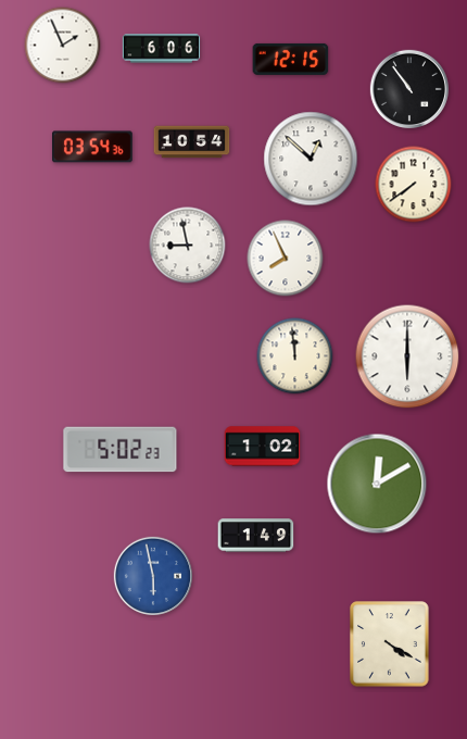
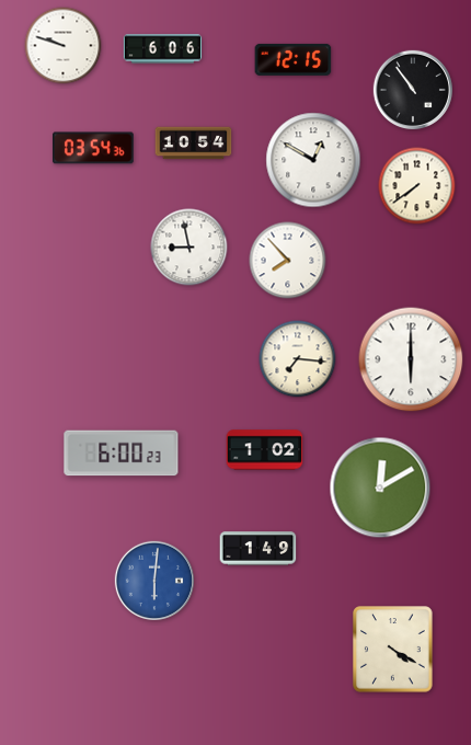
clock at (63, 46): 1:56 -> 9:48
clock at (311, 159): 12:52 -> 12:50
clock at (286, 259): 7:56 -> 7:53
clock at (295, 356): 11:59 -> 7:16
clock at (121, 450): 5:02 -> 6:00
clock at (256, 536) position: (256, 536) -> (259, 549)
clock at (152, 575): 5:58 -> 6:01
